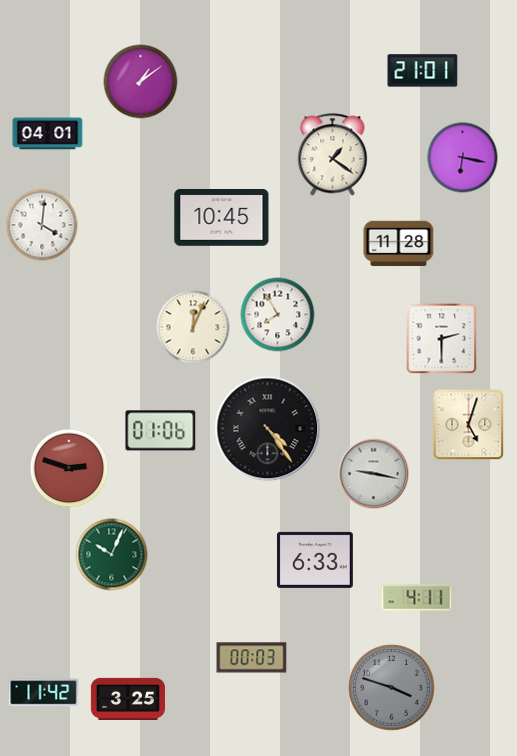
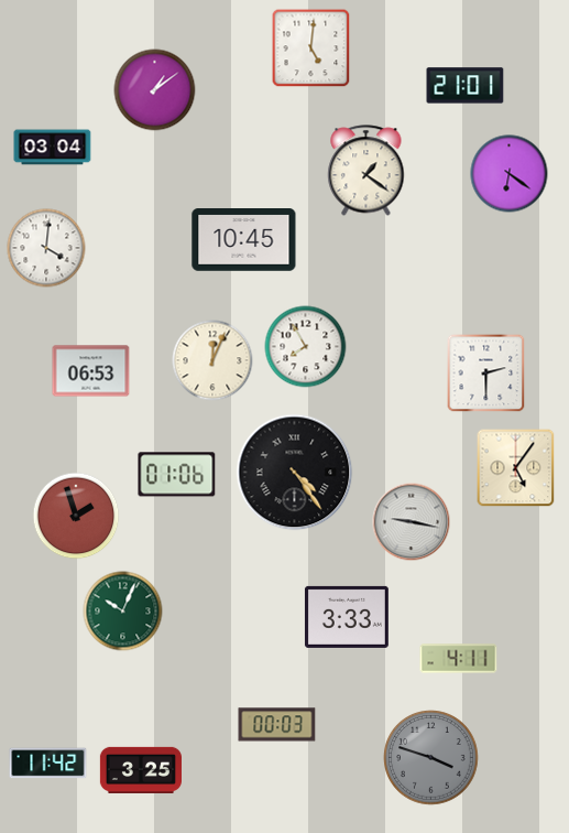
clock at (311, 48): none -> 5:01
clock at (423, 71) position: (423, 71) -> (466, 86)
clock at (48, 134): 04:01 -> 03:04
clock at (463, 158): 6:17 -> 6:21
clock at (399, 244): 11:28 -> none
clock at (91, 371): none -> 06:53
clock at (469, 425): 5:03 -> 5:06
clock at (69, 468): 2:48 -> 1:57
clock at (315, 560): 6:33 -> 3:33
